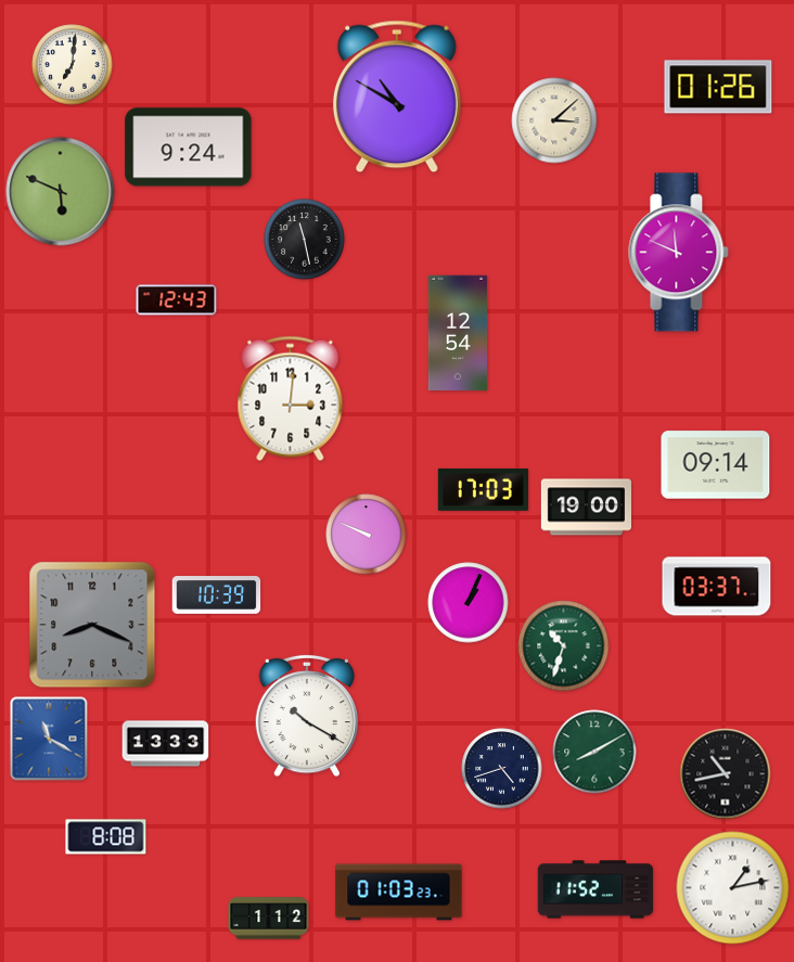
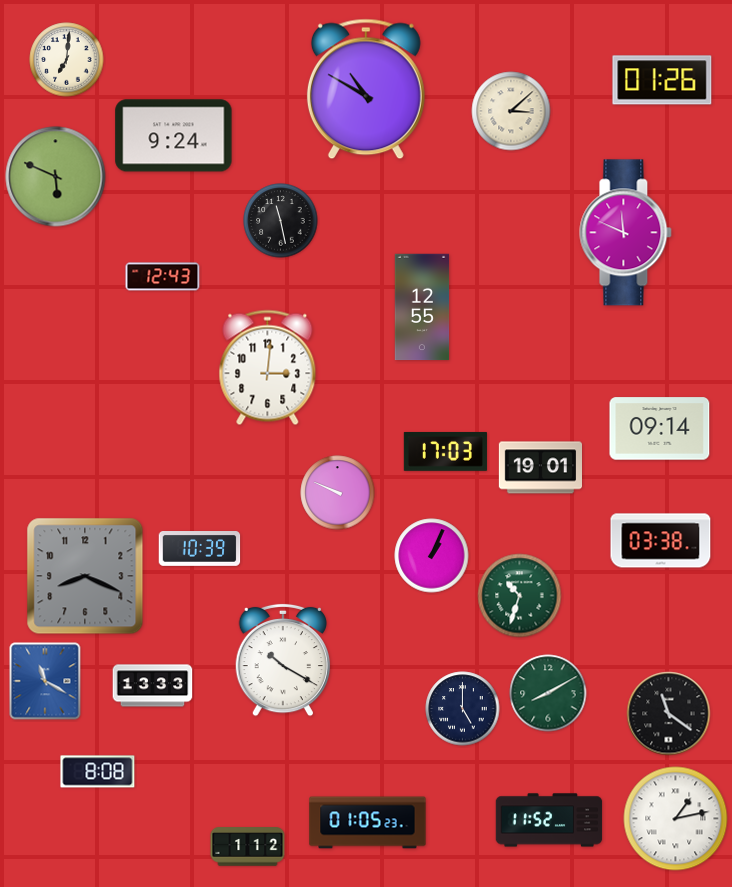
clock at (458, 333): 12:54 -> 12:55
clock at (586, 508): 19:00 -> 19:01
clock at (717, 587): 03:37 -> 03:38
clock at (502, 769): 4:42 -> 5:00
clock at (726, 774): 10:43 -> 11:21
clock at (399, 893): 01:03 -> 01:05
